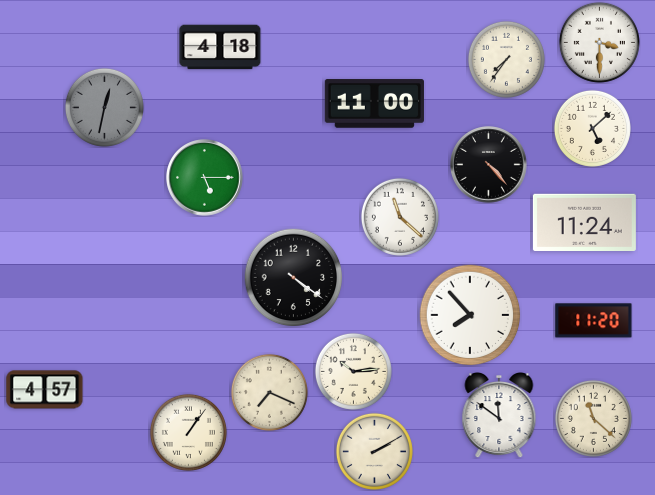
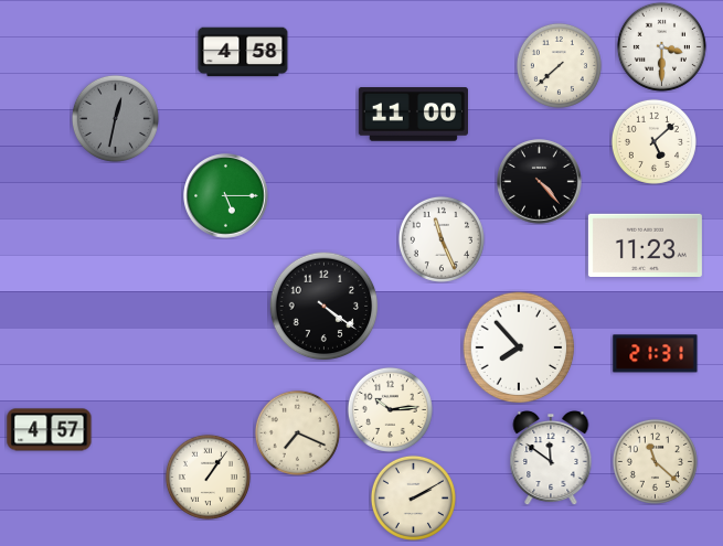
clock at (220, 47): 4:18 -> 4:58
clock at (506, 59): 7:36 -> 7:38
clock at (400, 217): 11:22 -> 11:26
clock at (584, 222): 11:24 -> 11:23
clock at (594, 321): 11:20 -> 21:31
